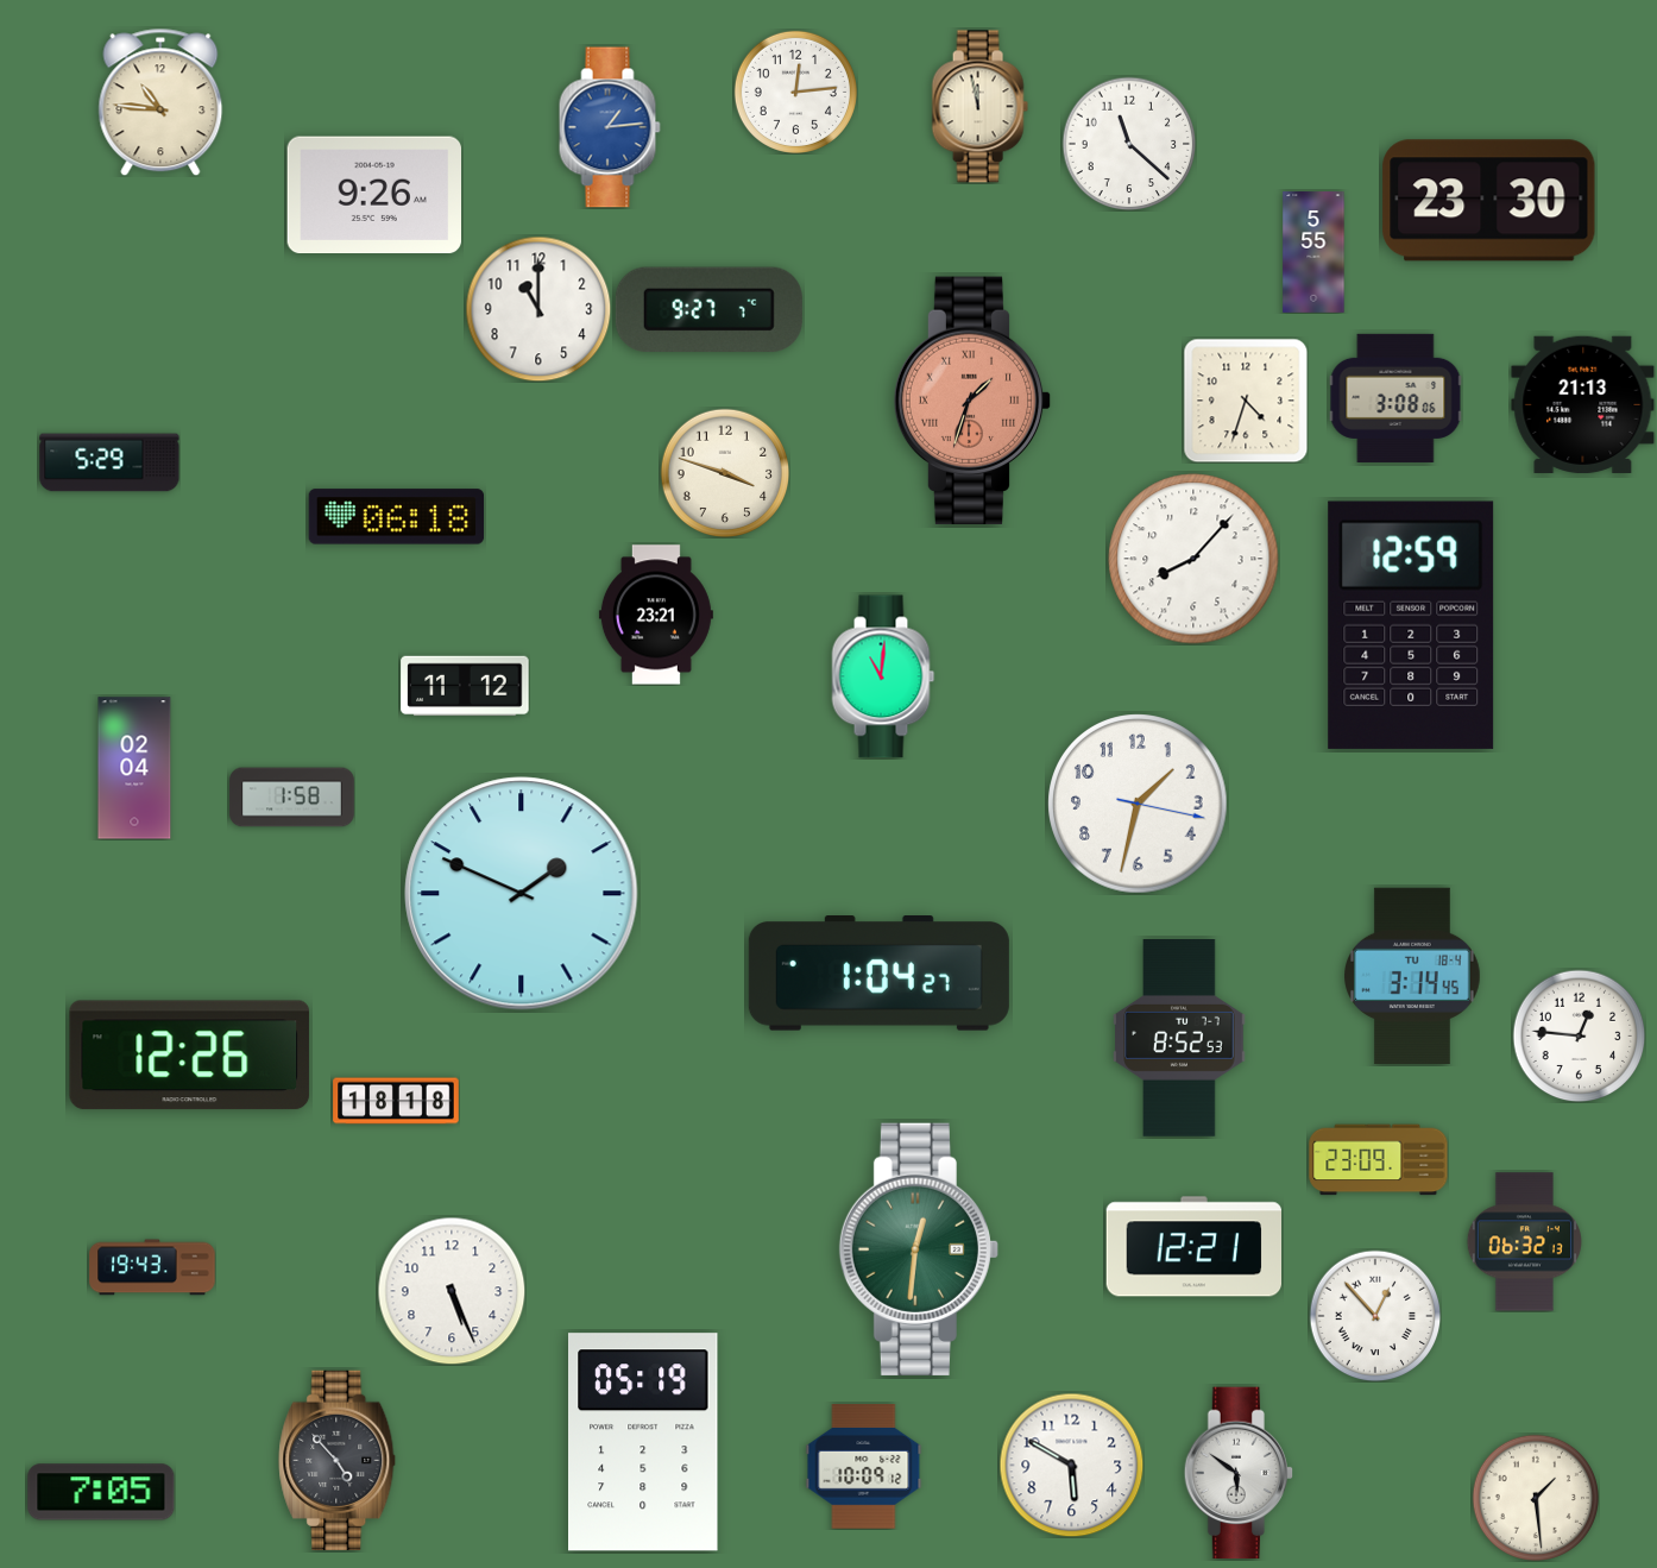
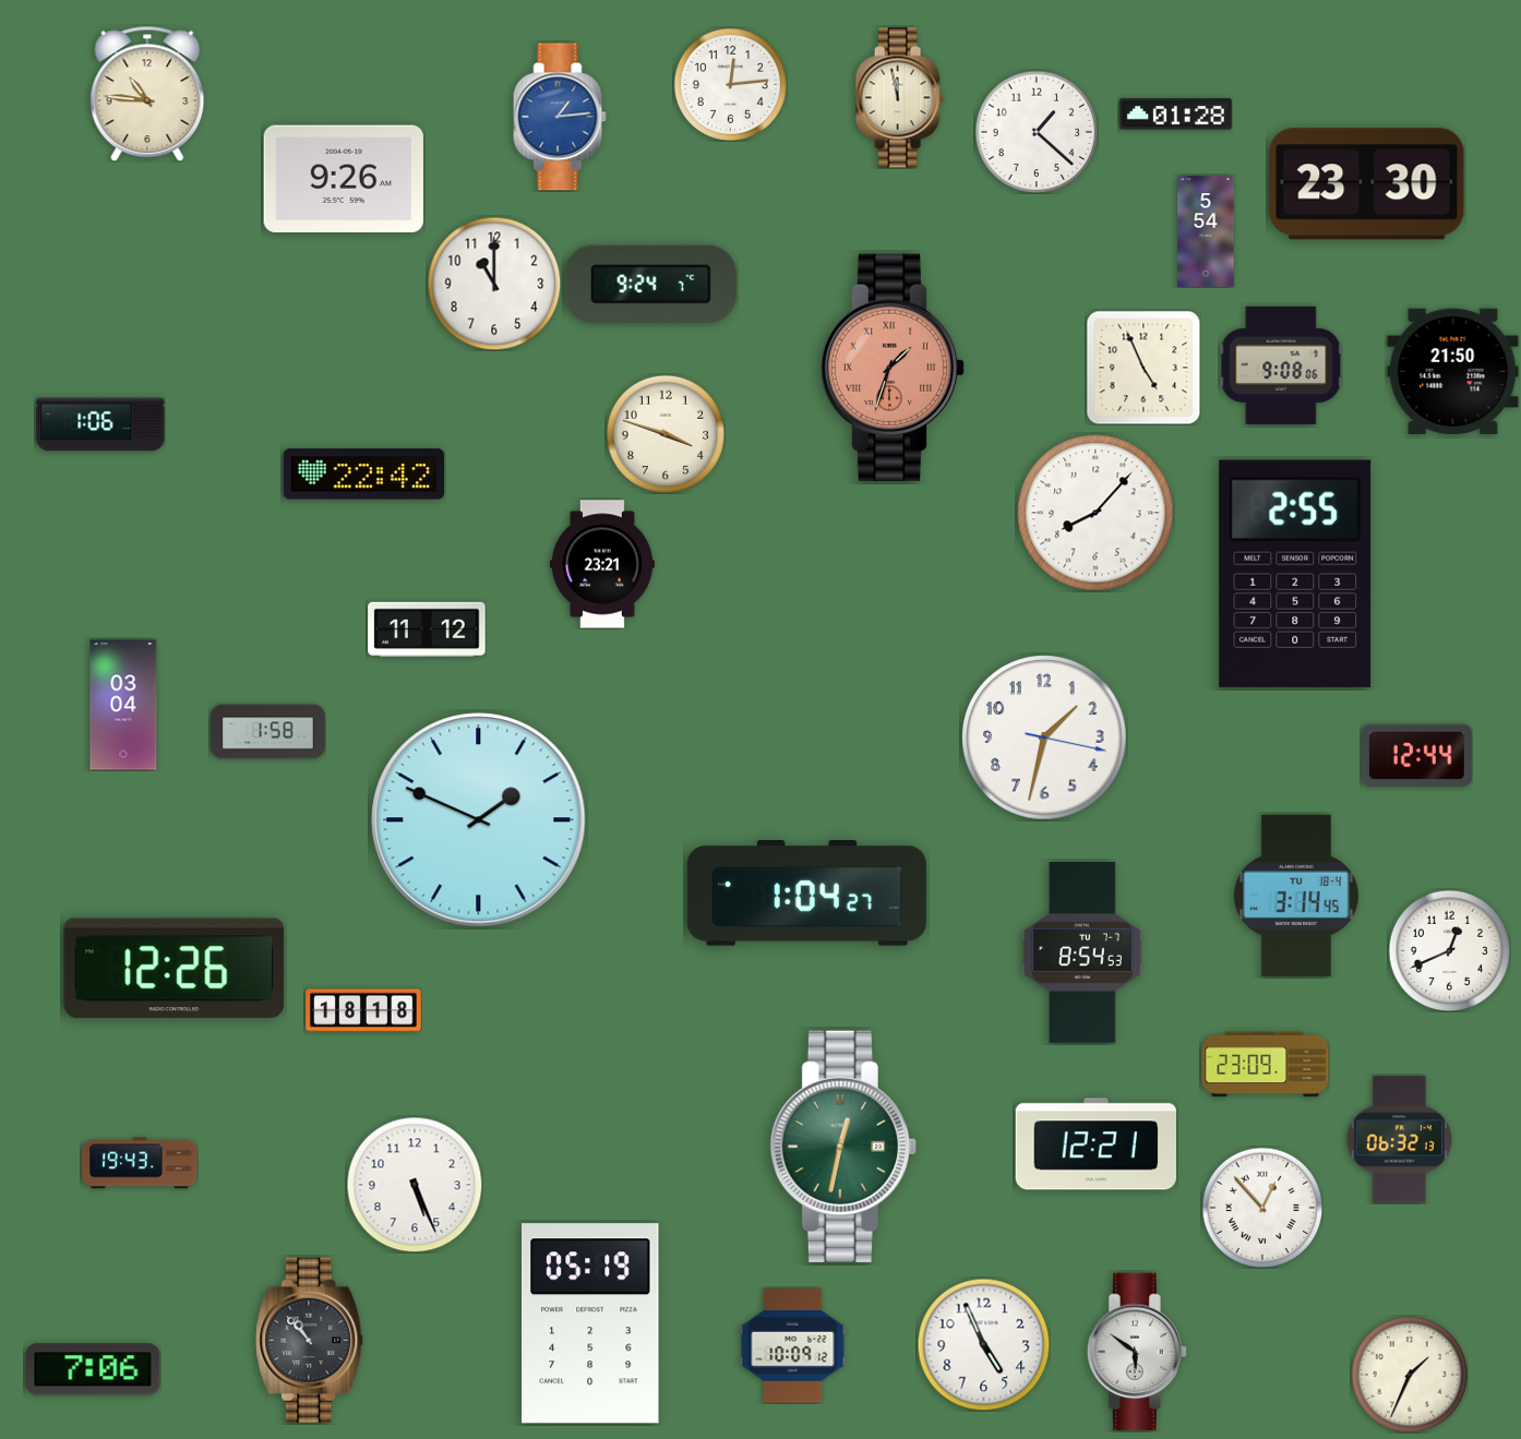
clock at (1176, 115): none -> 01:28
clock at (1129, 144): 11:22 -> 1:22
clock at (1313, 252): 5:55 -> 5:54
clock at (708, 309): 9:27 -> 9:24
clock at (1395, 398): 3:08 -> 9:08
clock at (1246, 401): 4:33 -> 4:56
clock at (1583, 404): 21:13 -> 21:50
clock at (109, 462): 5:29 -> 1:06
clock at (397, 517): 06:18 -> 22:42
clock at (1411, 625): 12:59 -> 2:55
clock at (883, 676): 11:01 -> none
clock at (134, 768): 02:04 -> 03:04
clock at (1416, 755): none -> 12:44
clock at (1579, 1035): 12:46 -> 12:41
clock at (1179, 1039): 8:52 -> 8:54
clock at (919, 1249): 12:31 -> 12:32
clock at (338, 1460): 4:53 -> 10:53
clock at (1071, 1465): 5:50 -> 4:56
clock at (101, 1492): 7:05 -> 7:06
clock at (1535, 1497): 1:29 -> 1:34
